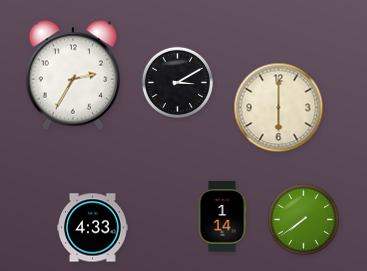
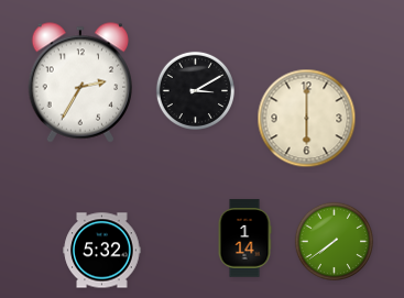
clock at (93, 228): 4:33 -> 5:32
